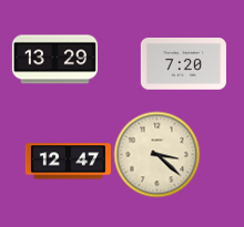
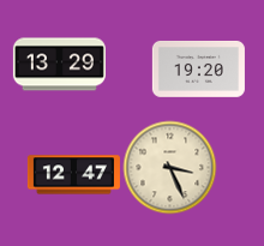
clock at (183, 64): 7:20 -> 19:20
clock at (156, 154): 3:22 -> 3:26
